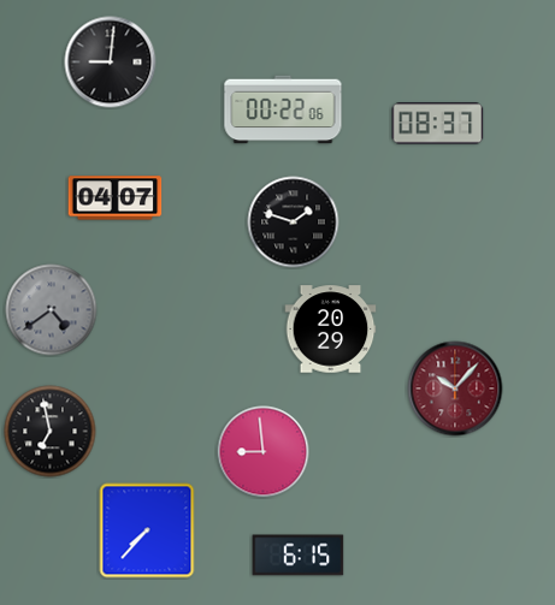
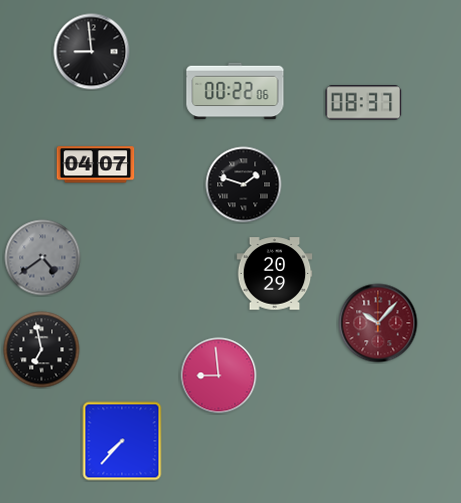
clock at (111, 63): 9:01 -> 8:59
clock at (51, 432) position: (51, 432) -> (42, 350)
clock at (299, 556): 6:15 -> none
